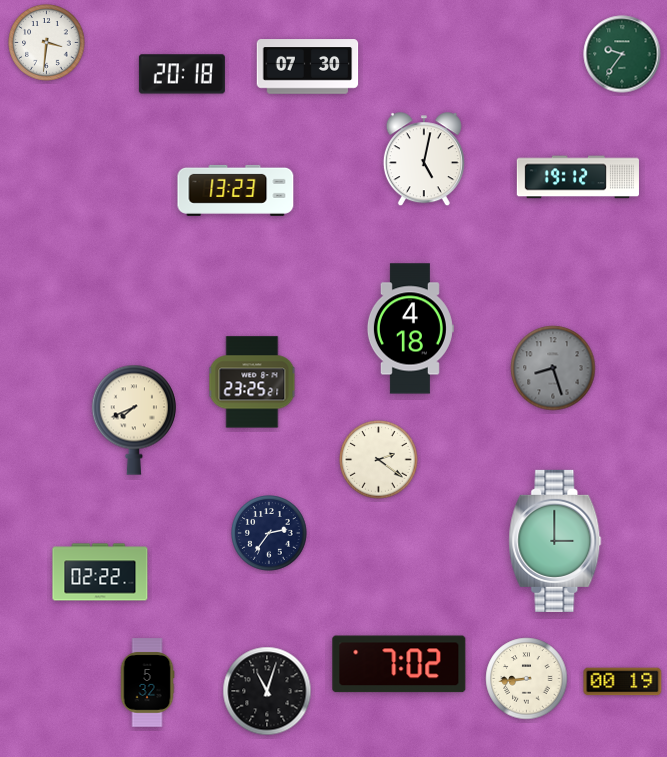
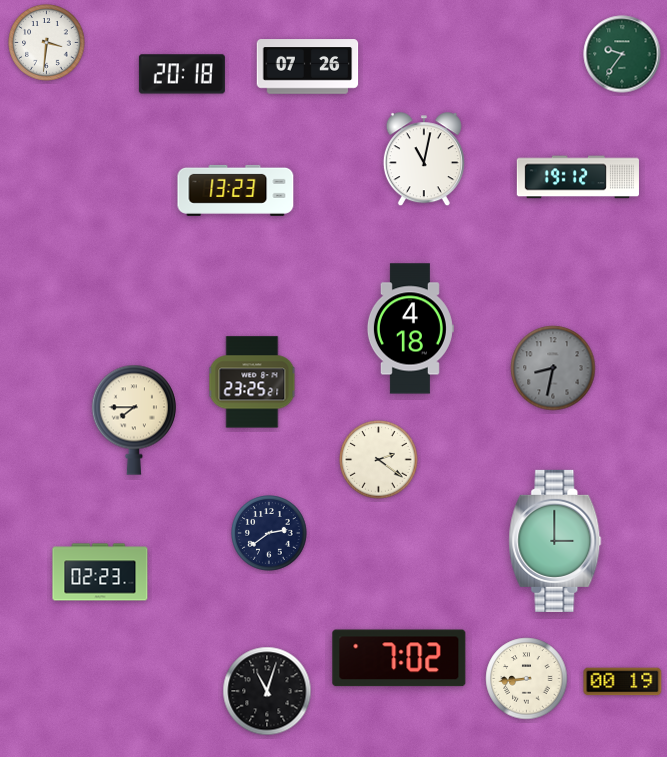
clock at (308, 67): 07:30 -> 07:26
clock at (424, 160): 5:02 -> 11:02
clock at (553, 368): 8:27 -> 8:32
clock at (133, 420): 7:41 -> 7:45
clock at (269, 533): 2:36 -> 2:39
clock at (100, 572): 02:22 -> 02:23
clock at (399, 664) position: (399, 664) -> (399, 658)
clock at (147, 683): 5:32 -> none
